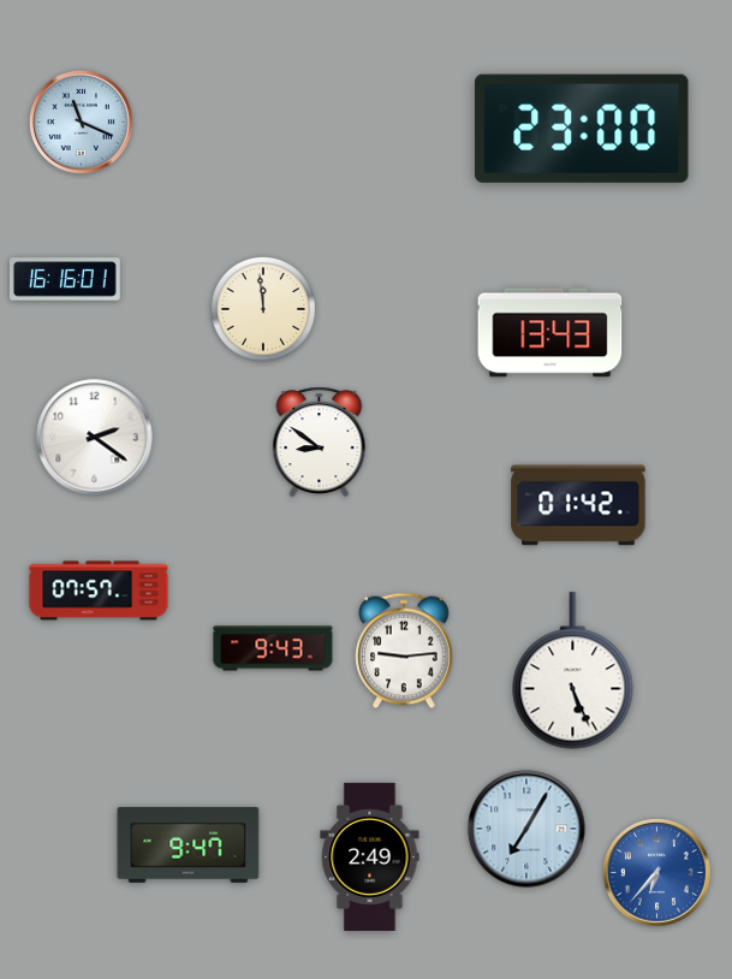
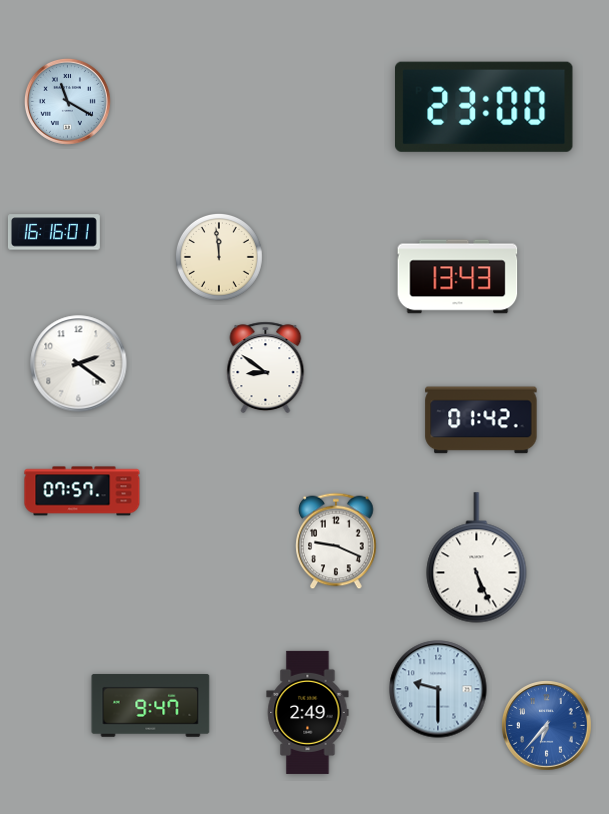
clock at (81, 121): 11:19 -> 11:20
clock at (273, 648): 9:43 -> none
clock at (404, 651): 9:14 -> 9:19
clock at (526, 829): 7:05 -> 9:30
clock at (189, 844) position: (189, 844) -> (151, 705)
